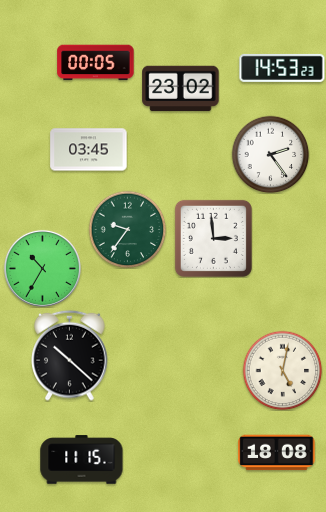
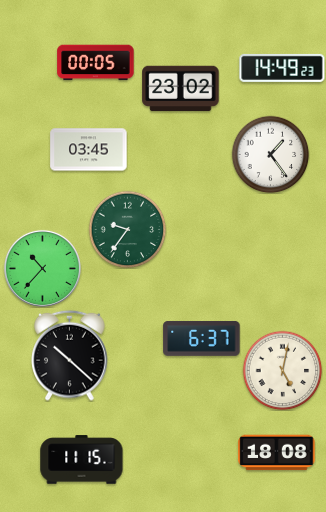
clock at (282, 68): 14:53 -> 14:49
clock at (270, 154): 2:24 -> 1:24
clock at (213, 238): 2:59 -> none
clock at (42, 268): 10:35 -> 10:37
clock at (202, 338): none -> 6:37
